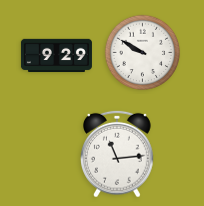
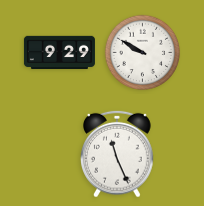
clock at (56, 56) position: (56, 56) -> (59, 53)
clock at (118, 154): 11:14 -> 11:26
